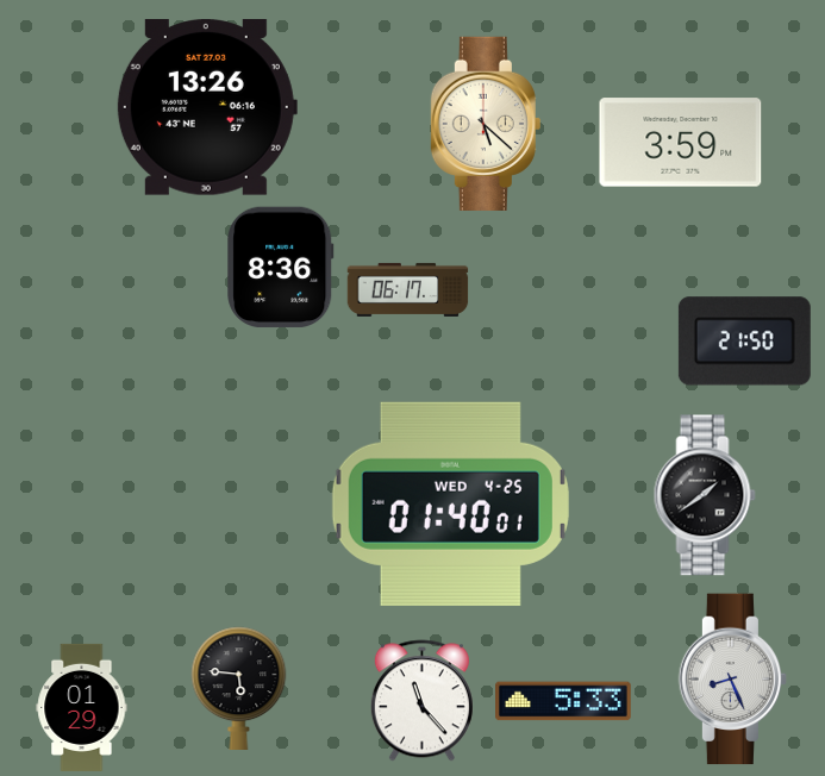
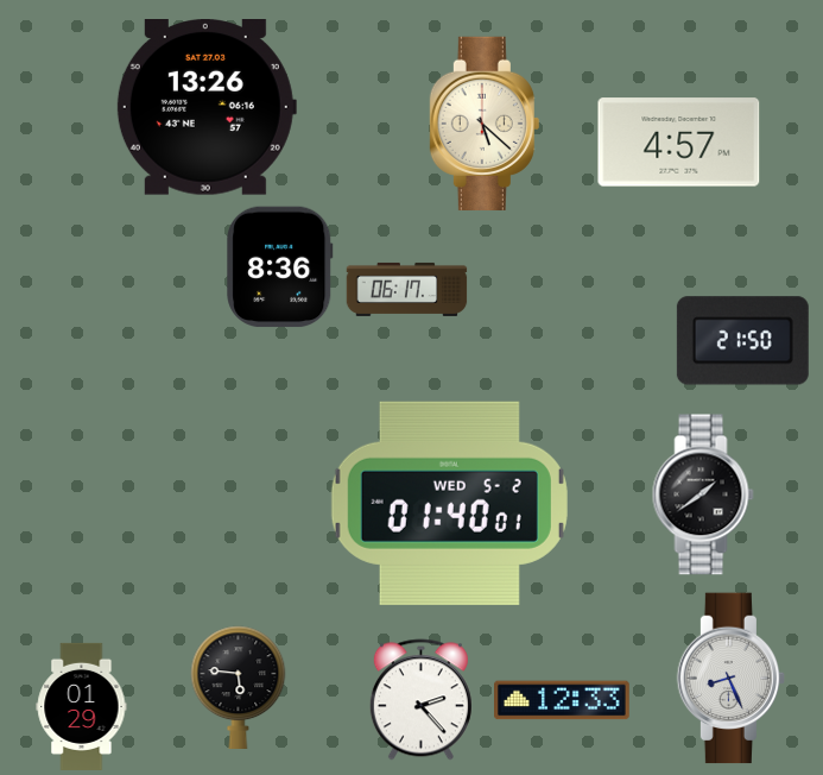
clock at (681, 143): 3:59 -> 4:57
clock at (450, 503) date: WED 4-25 -> WED 5-2
clock at (421, 701): 11:23 -> 2:23
clock at (564, 701): 5:33 -> 12:33
